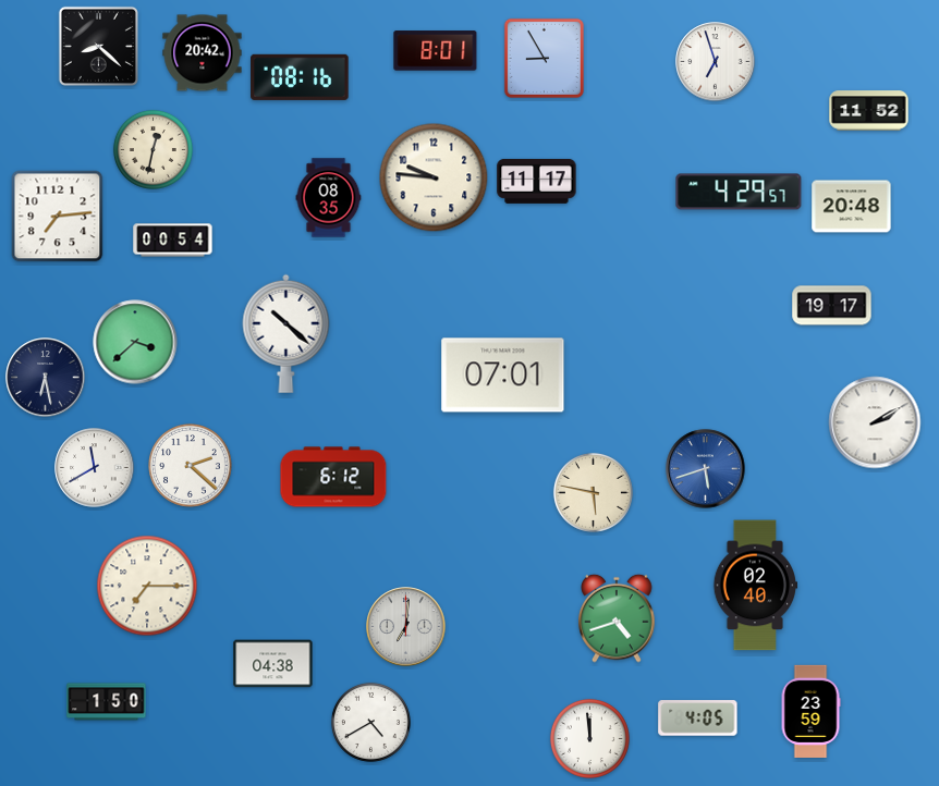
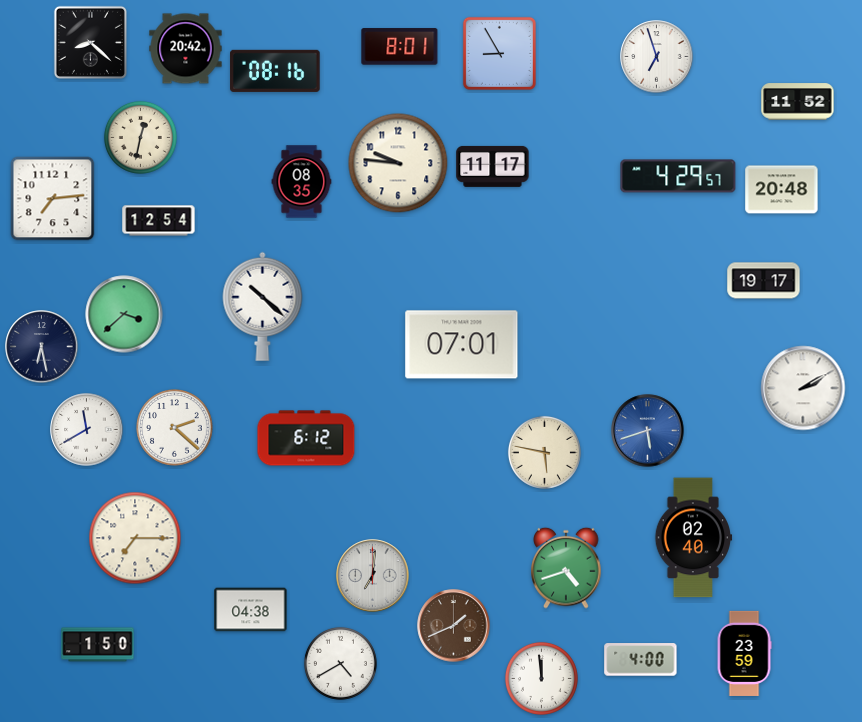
clock at (173, 241): 00:54 -> 12:54
clock at (454, 626): none -> 1:41
clock at (698, 719): 4:05 -> 4:00
